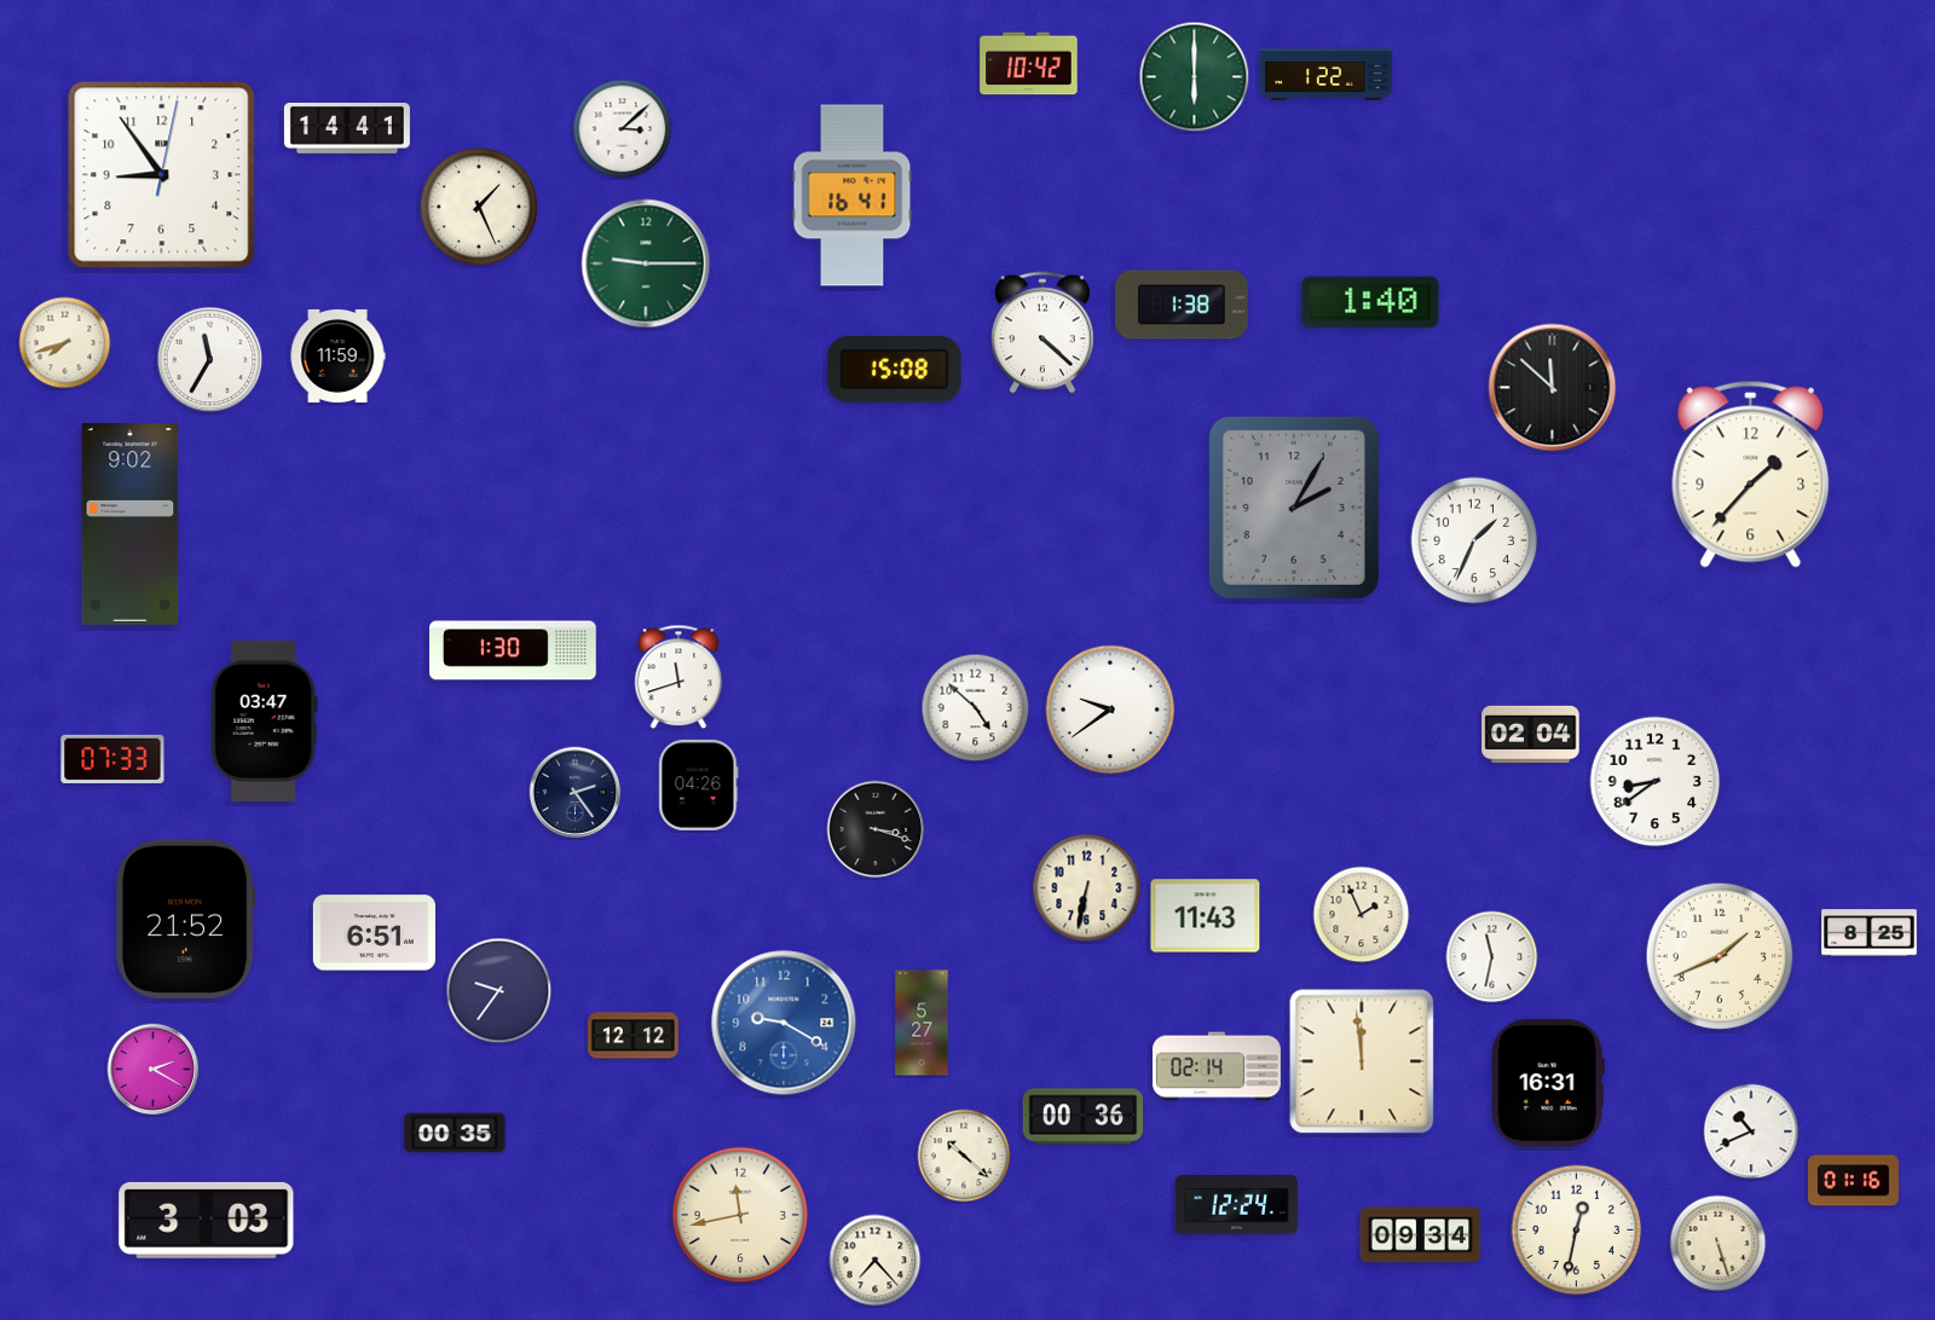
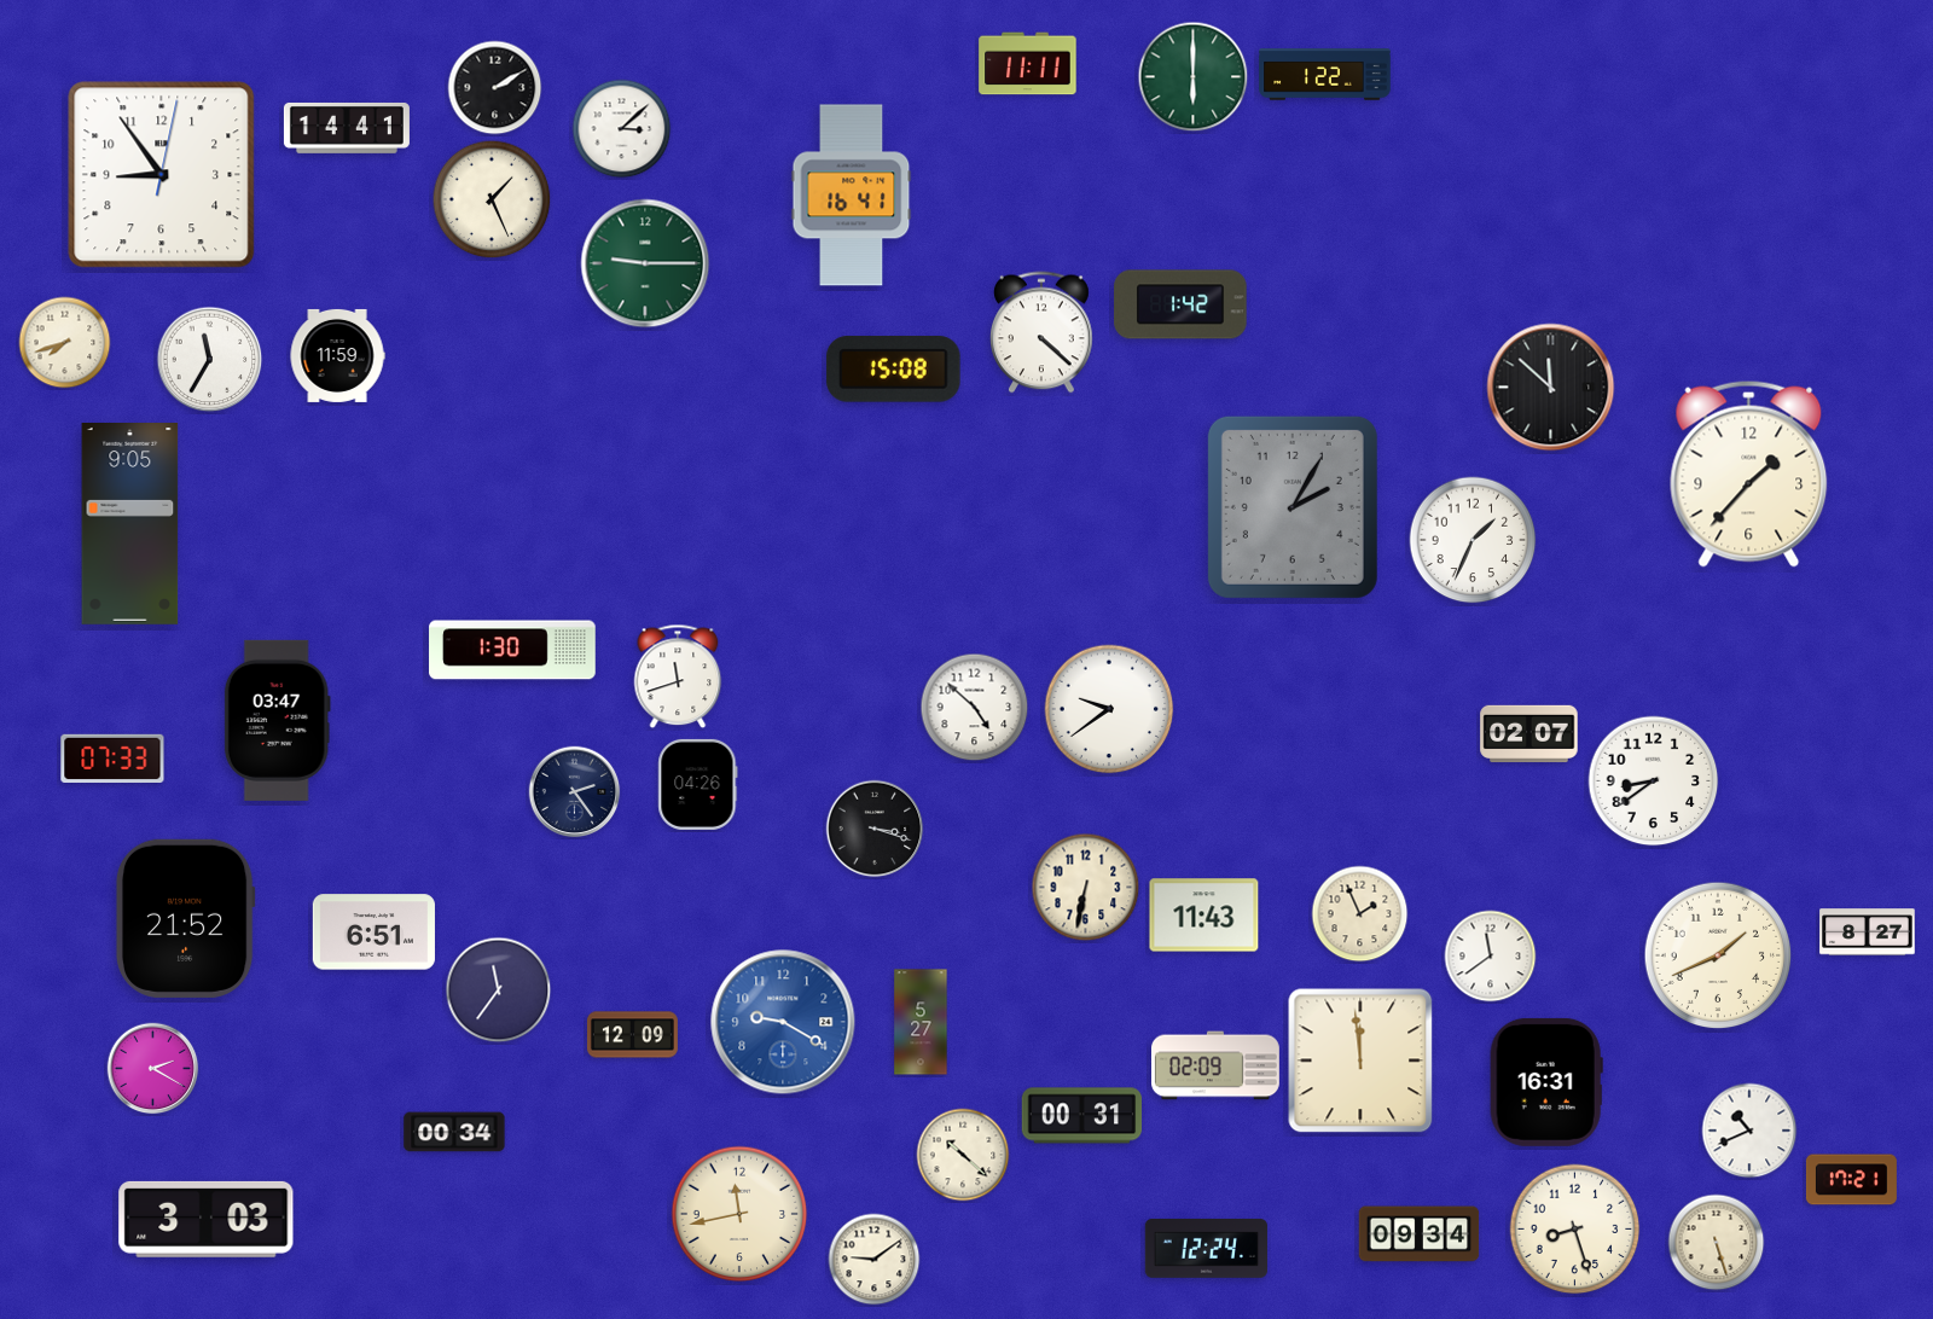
clock at (1029, 64): 10:42 -> 11:11
clock at (495, 88): none -> 2:10
clock at (479, 207) position: (479, 207) -> (492, 199)
clock at (1370, 302): 1:40 -> none
clock at (1182, 305): 1:38 -> 1:42
clock at (131, 525): 9:02 -> 9:05
clock at (264, 720) position: (264, 720) -> (277, 720)
clock at (1531, 735): 02:04 -> 02:07
clock at (1870, 933): 8:25 -> 8:27
clock at (1492, 957): 11:32 -> 11:39
clock at (499, 991): 9:36 -> 11:36
clock at (633, 1036): 12:12 -> 12:09
clock at (1218, 1066): 02:14 -> 02:09
clock at (1084, 1117): 00:36 -> 00:31
clock at (455, 1133): 00:35 -> 00:34
clock at (1853, 1181): 01:16 -> 17:21
clock at (1236, 1204) position: (1236, 1204) -> (1206, 1248)
clock at (1577, 1231): 12:32 -> 8:27
clock at (876, 1261): 7:23 -> 9:09
